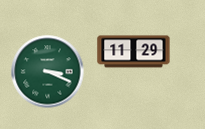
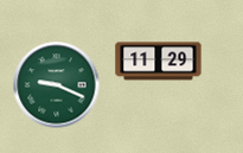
clock at (48, 72): 3:19 -> 9:19
